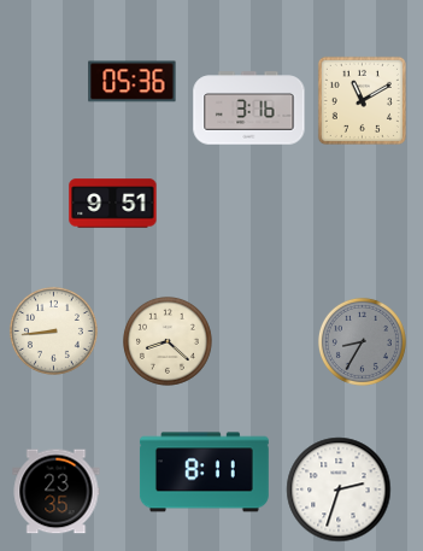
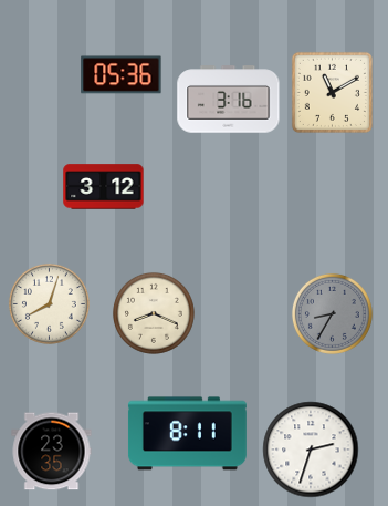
clock at (113, 204): 9:51 -> 3:12
clock at (53, 330): 8:44 -> 8:03
clock at (168, 341): 8:22 -> 8:19
